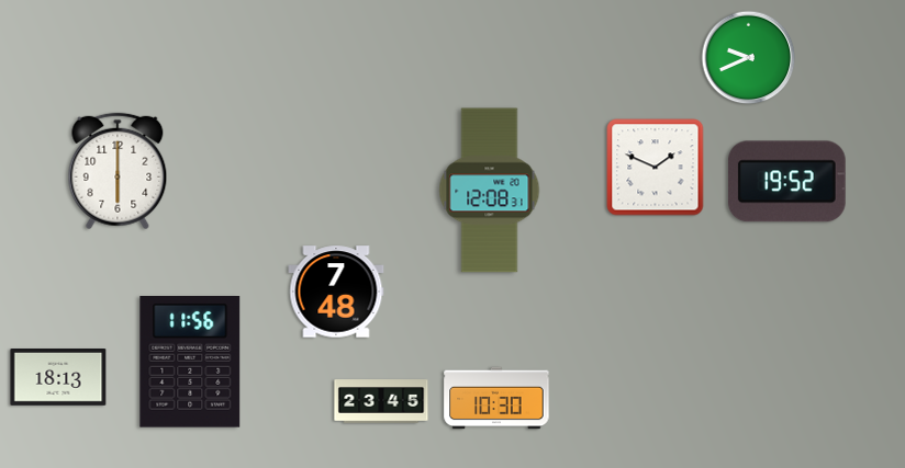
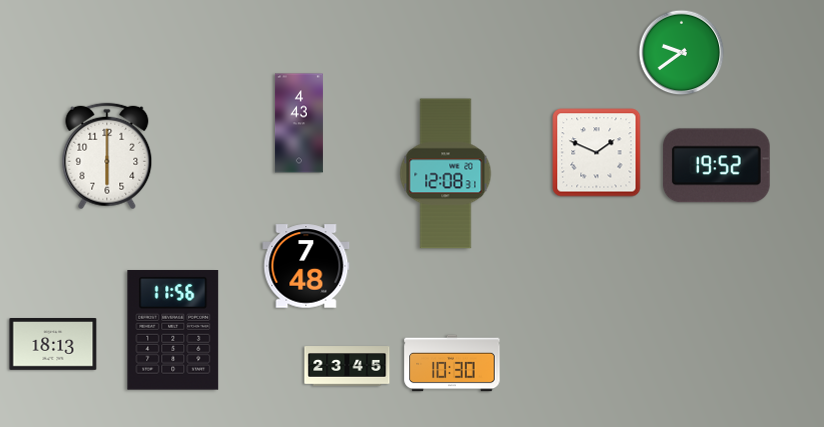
clock at (749, 58): 9:41 -> 9:39
clock at (299, 123): none -> 4:43
